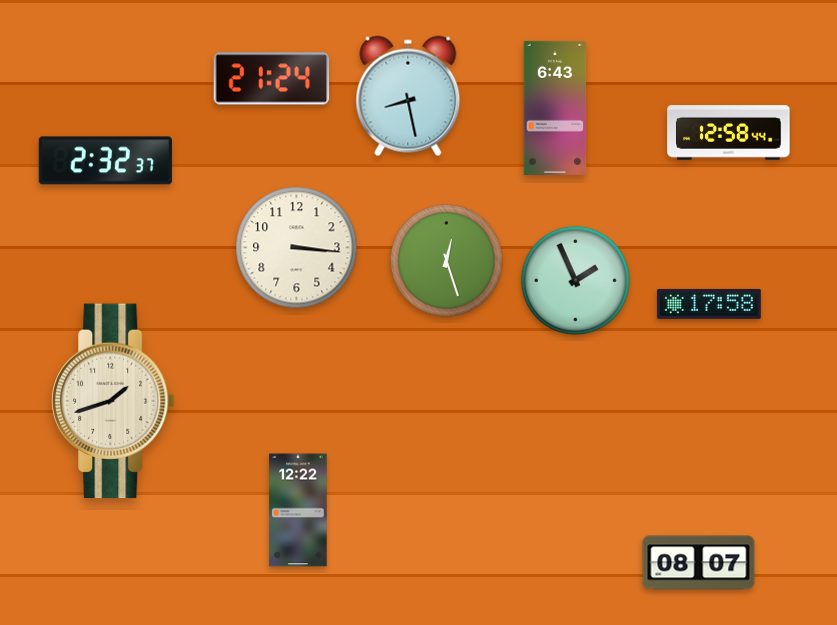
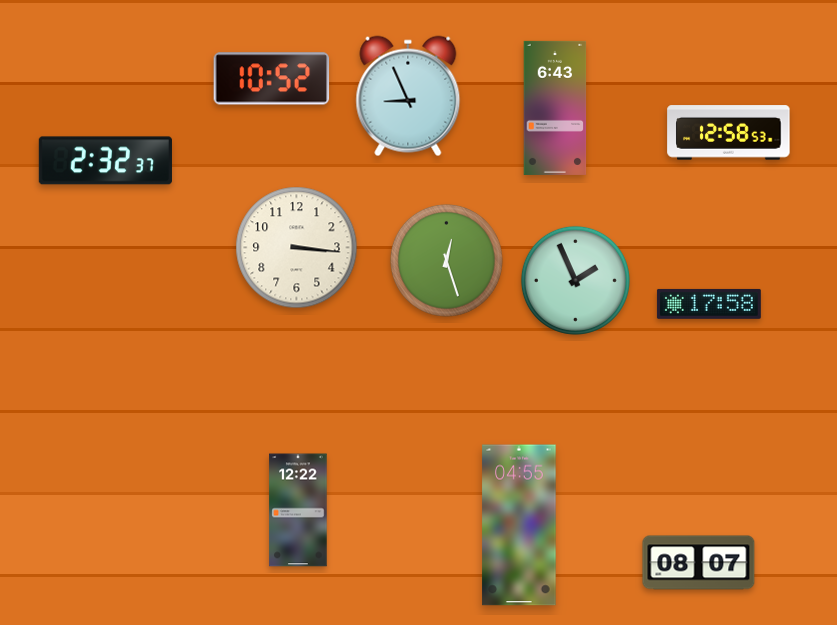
clock at (272, 79): 21:24 -> 10:52
clock at (408, 96): 8:28 -> 8:56
clock at (729, 133): 12:58:44 -> 12:58:53
clock at (113, 401): 1:42 -> none
clock at (519, 525): none -> 04:55
